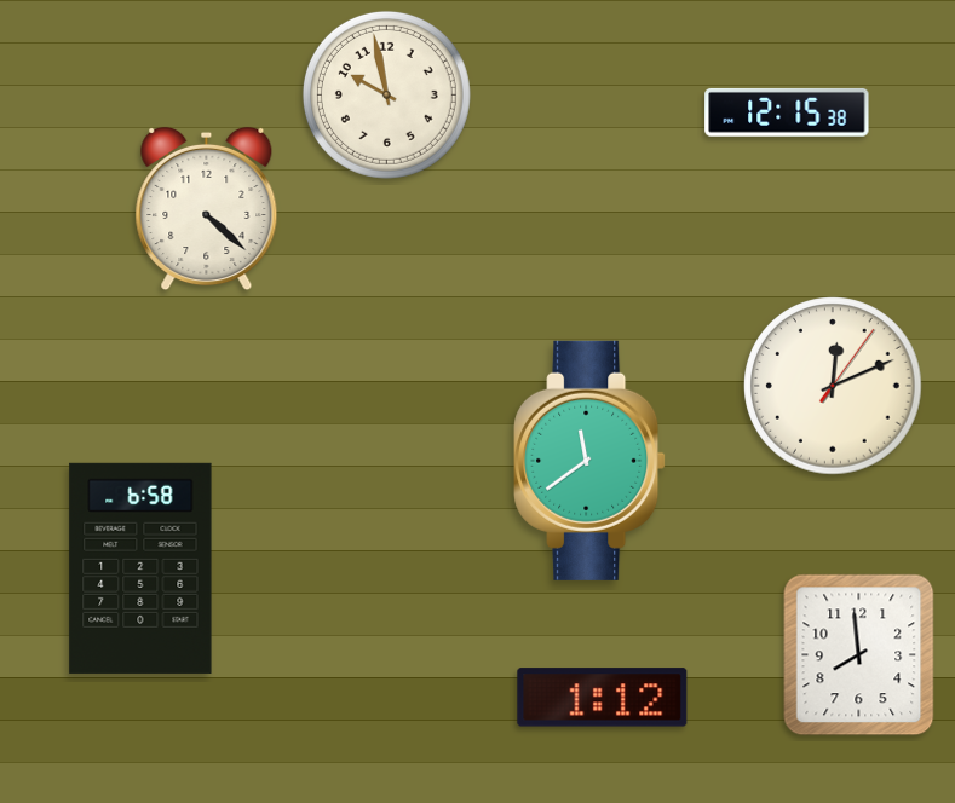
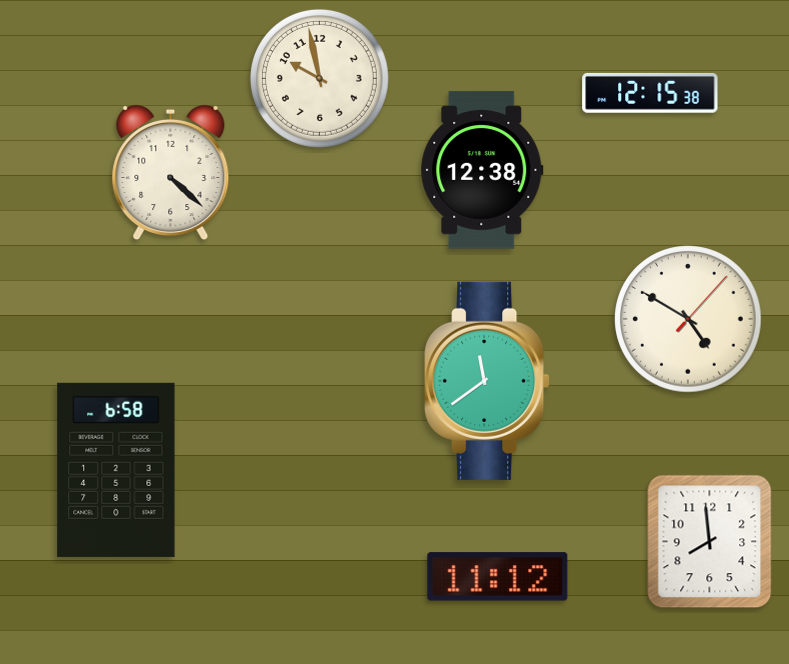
clock at (482, 170): none -> 12:38
clock at (833, 386): 12:11 -> 4:50
clock at (603, 698): 1:12 -> 11:12
